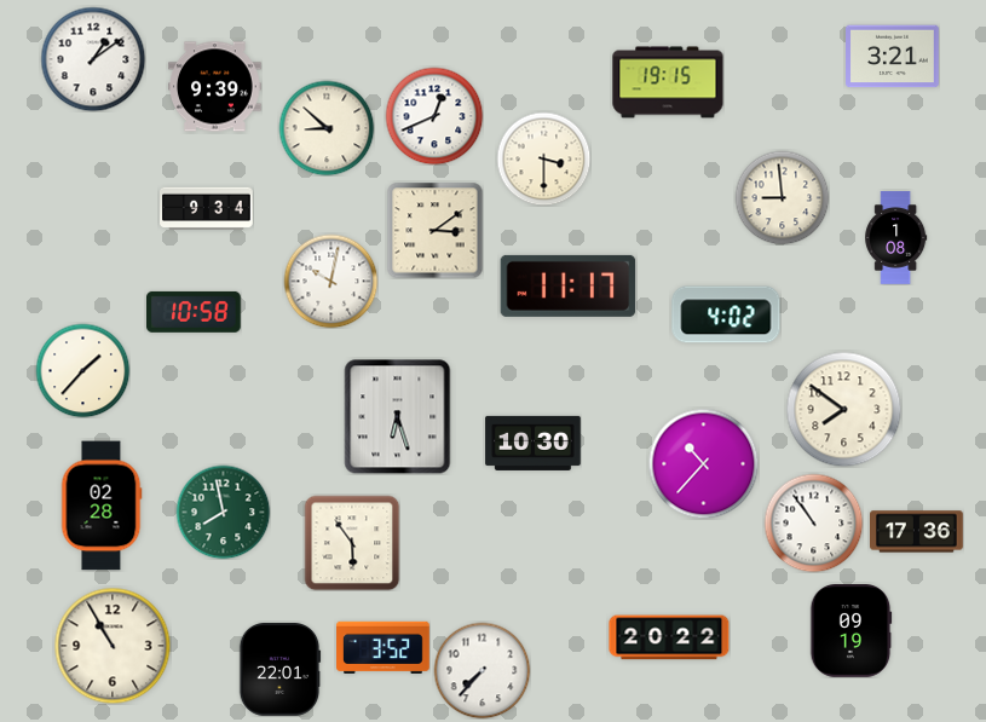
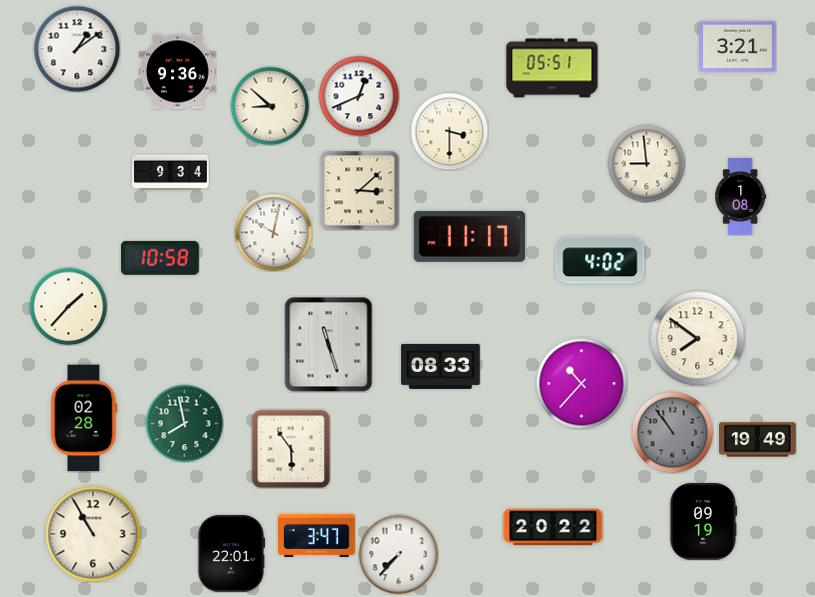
clock at (668, 82): 19:15 -> 05:51
clock at (215, 87): 9:39 -> 9:36
clock at (434, 230): 3:09 -> 3:08
clock at (398, 416): 6:27 -> 11:27
clock at (534, 443): 10:30 -> 08:33
clock at (813, 522) dial: white -> grey
clock at (917, 532): 17:36 -> 19:49
clock at (384, 647): 3:52 -> 3:47
